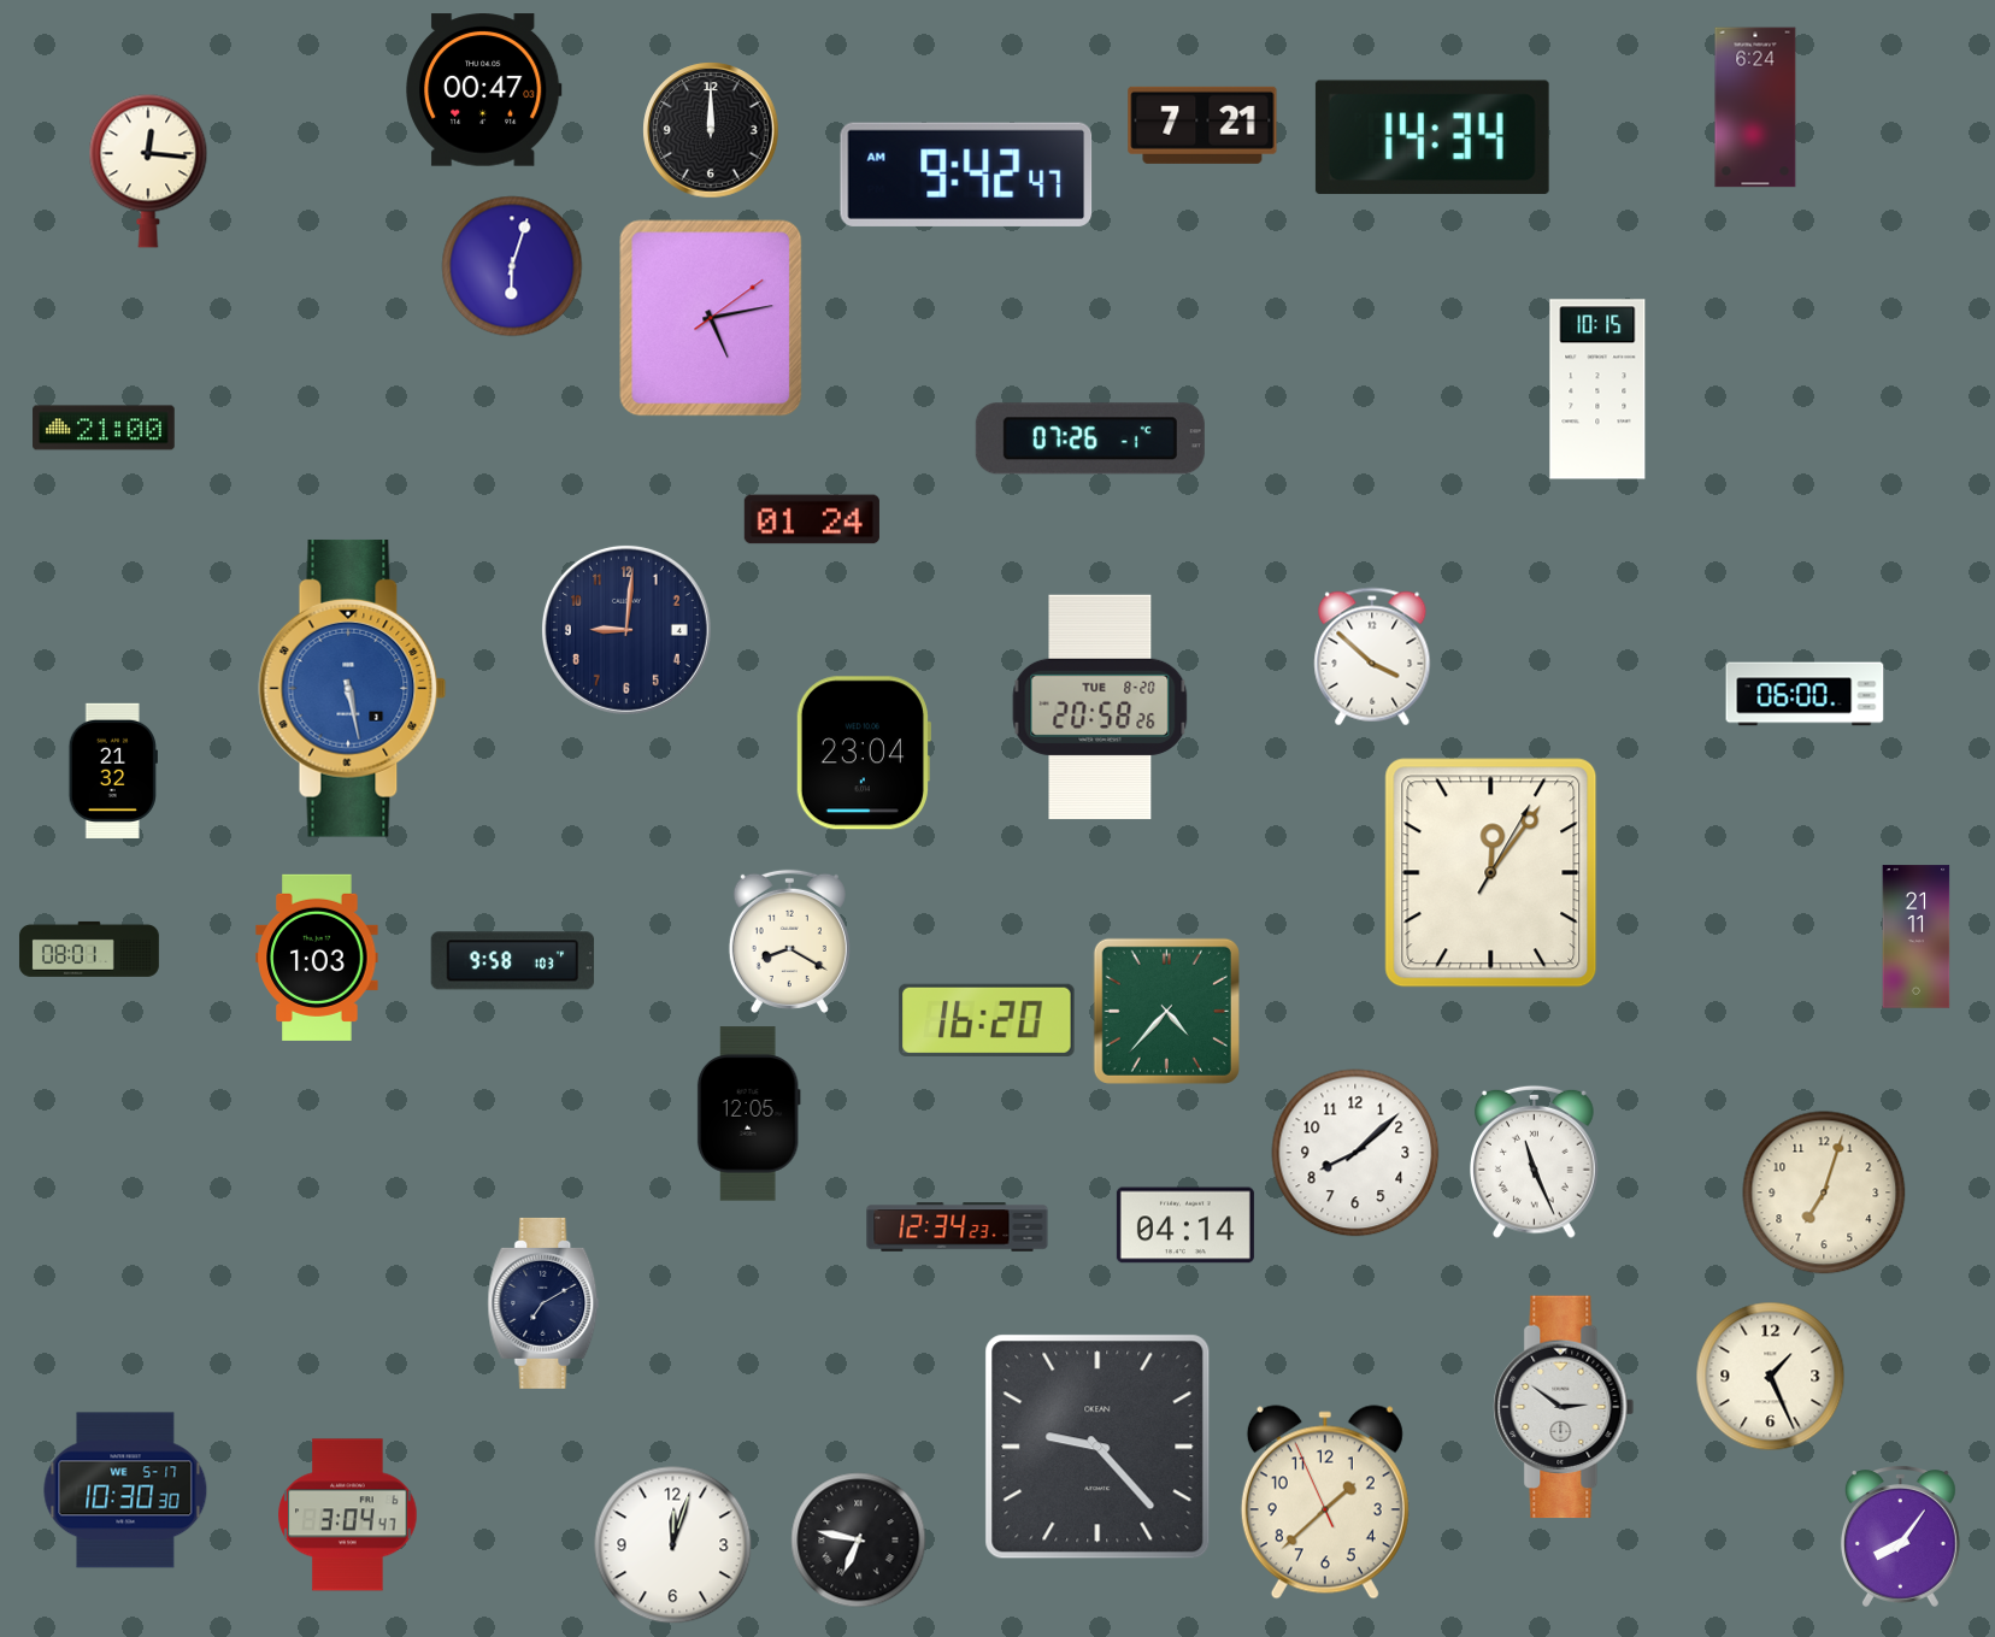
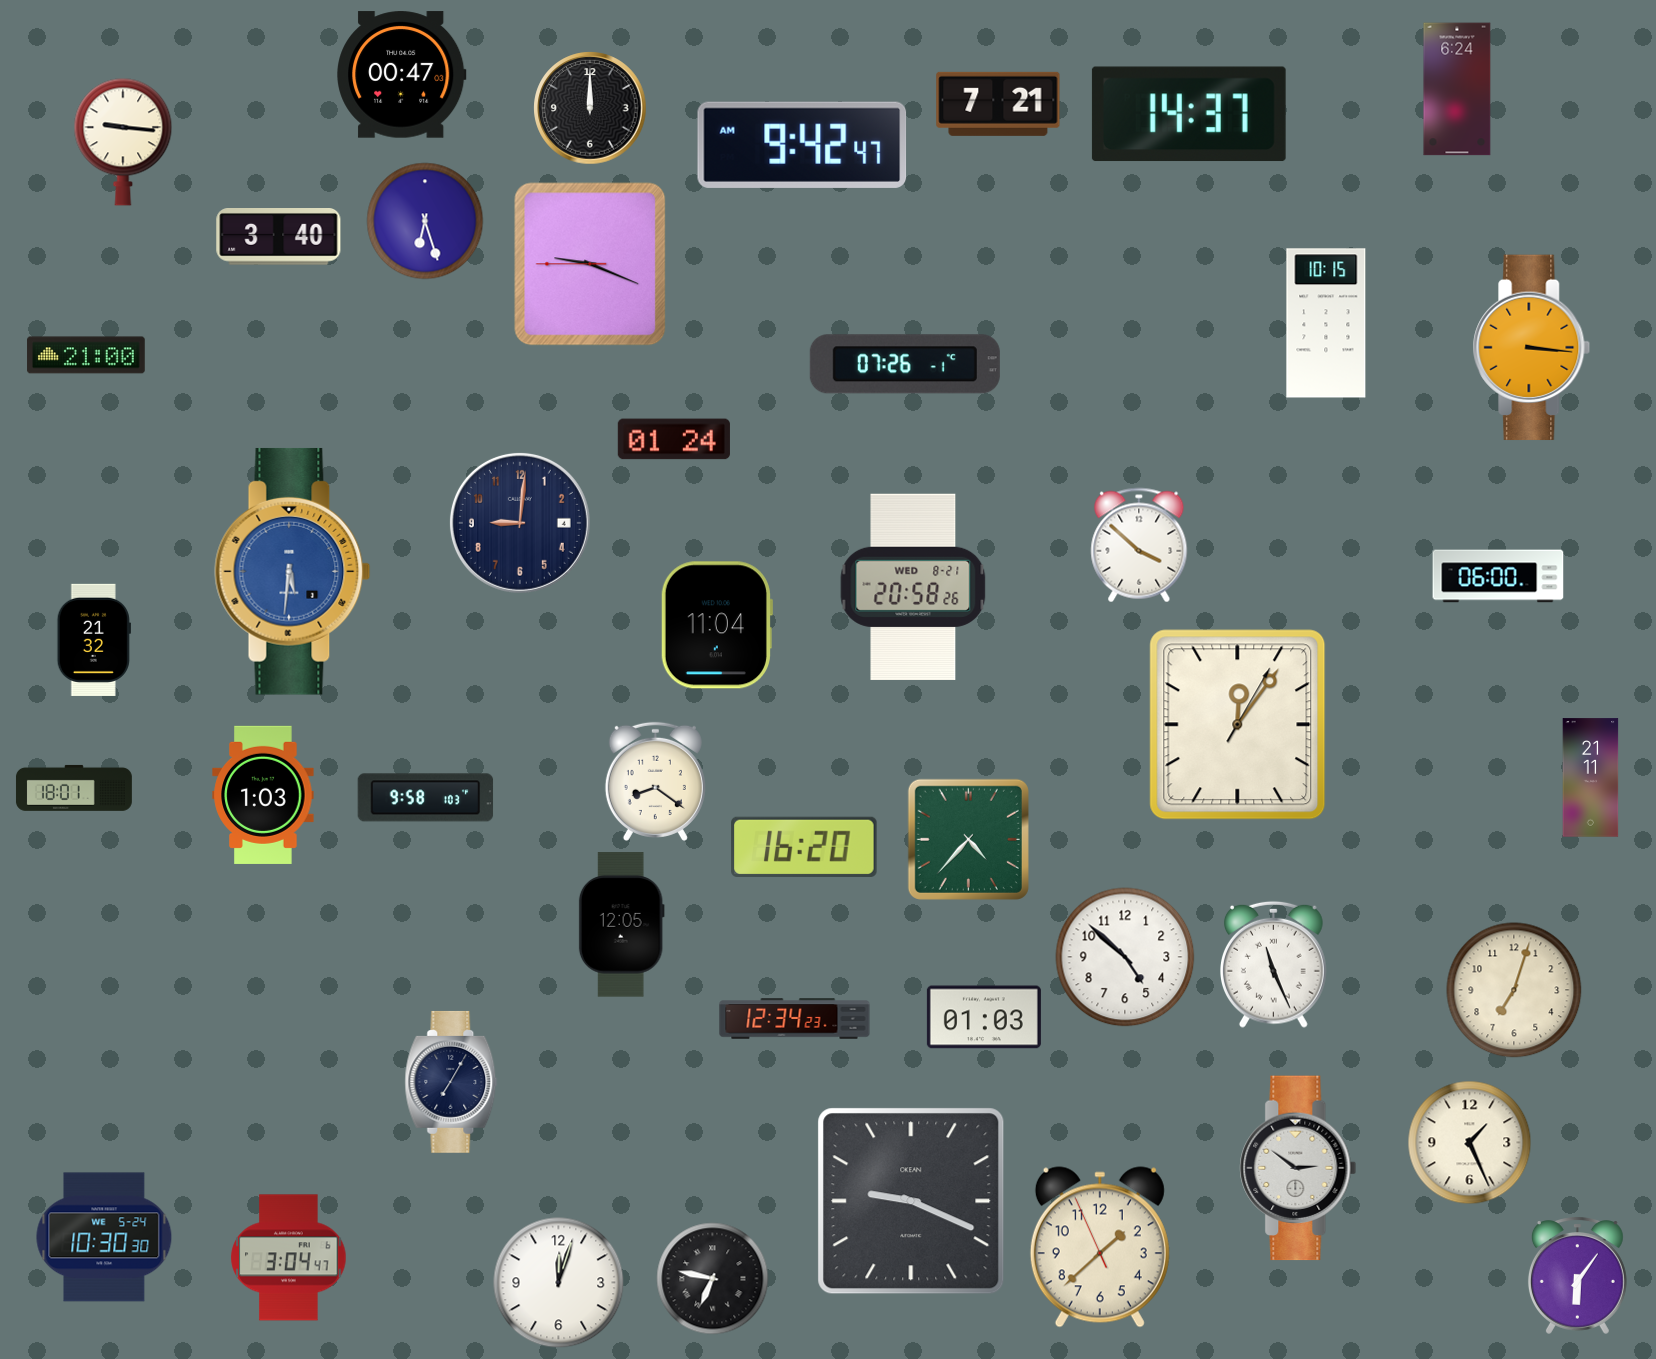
clock at (1432, 137): 14:34 -> 14:37
clock at (148, 171): 12:16 -> 9:16
clock at (512, 266): 6:03 -> 6:27
clock at (279, 237): none -> 3:40
clock at (711, 318): 5:13 -> 9:18
clock at (1532, 348): none -> 3:16
clock at (812, 519) position: (812, 519) -> (674, 439)
clock at (353, 688): 5:28 -> 5:31
clock at (1100, 706) date: TUE 8-20 -> WED 8-21
clock at (863, 753): 23:04 -> 11:04
clock at (789, 941): 8:20 -> 8:21
clock at (89, 949): 08:01 -> 18:01
clock at (987, 1020) position: (987, 1020) -> (804, 847)
clock at (1355, 1153): 8:08 -> 4:52
clock at (1185, 1225): 04:14 -> 01:03
clock at (543, 1303): 7:10 -> 7:05
clock at (1097, 1447): 9:23 -> 9:19
clock at (125, 1490) date: WE 5-17 -> WE 5-24
clock at (1900, 1536): 8:06 -> 6:06
